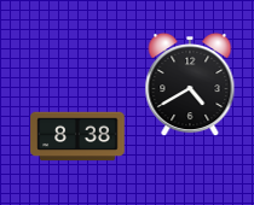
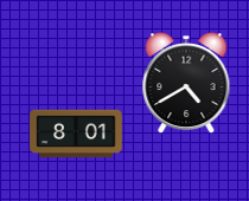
clock at (77, 136): 8:38 -> 8:01
